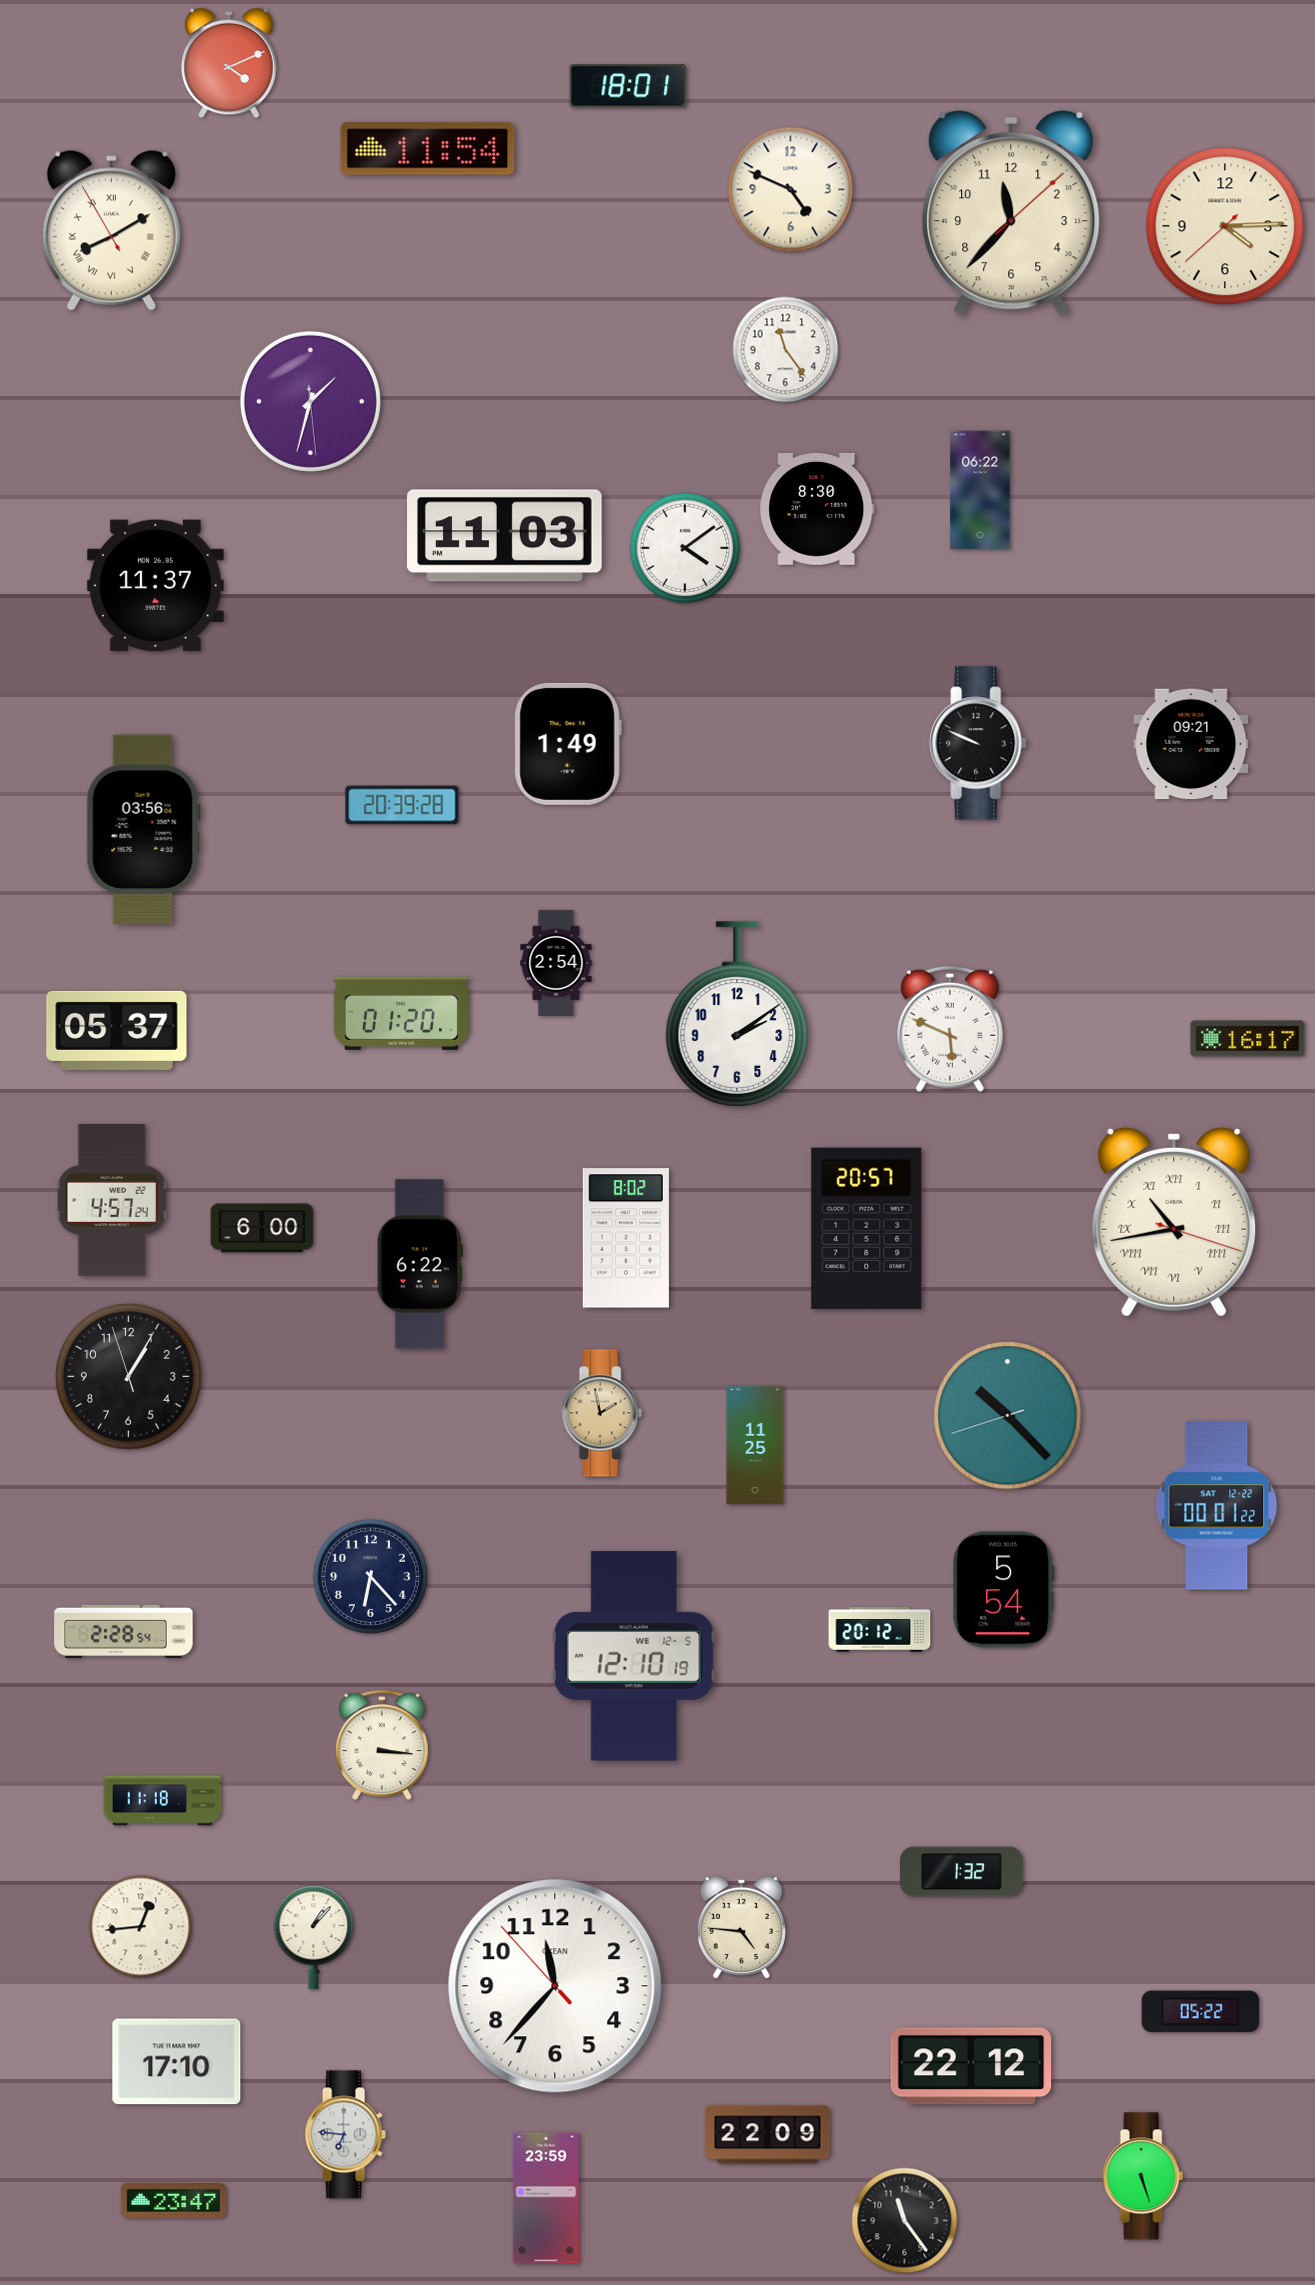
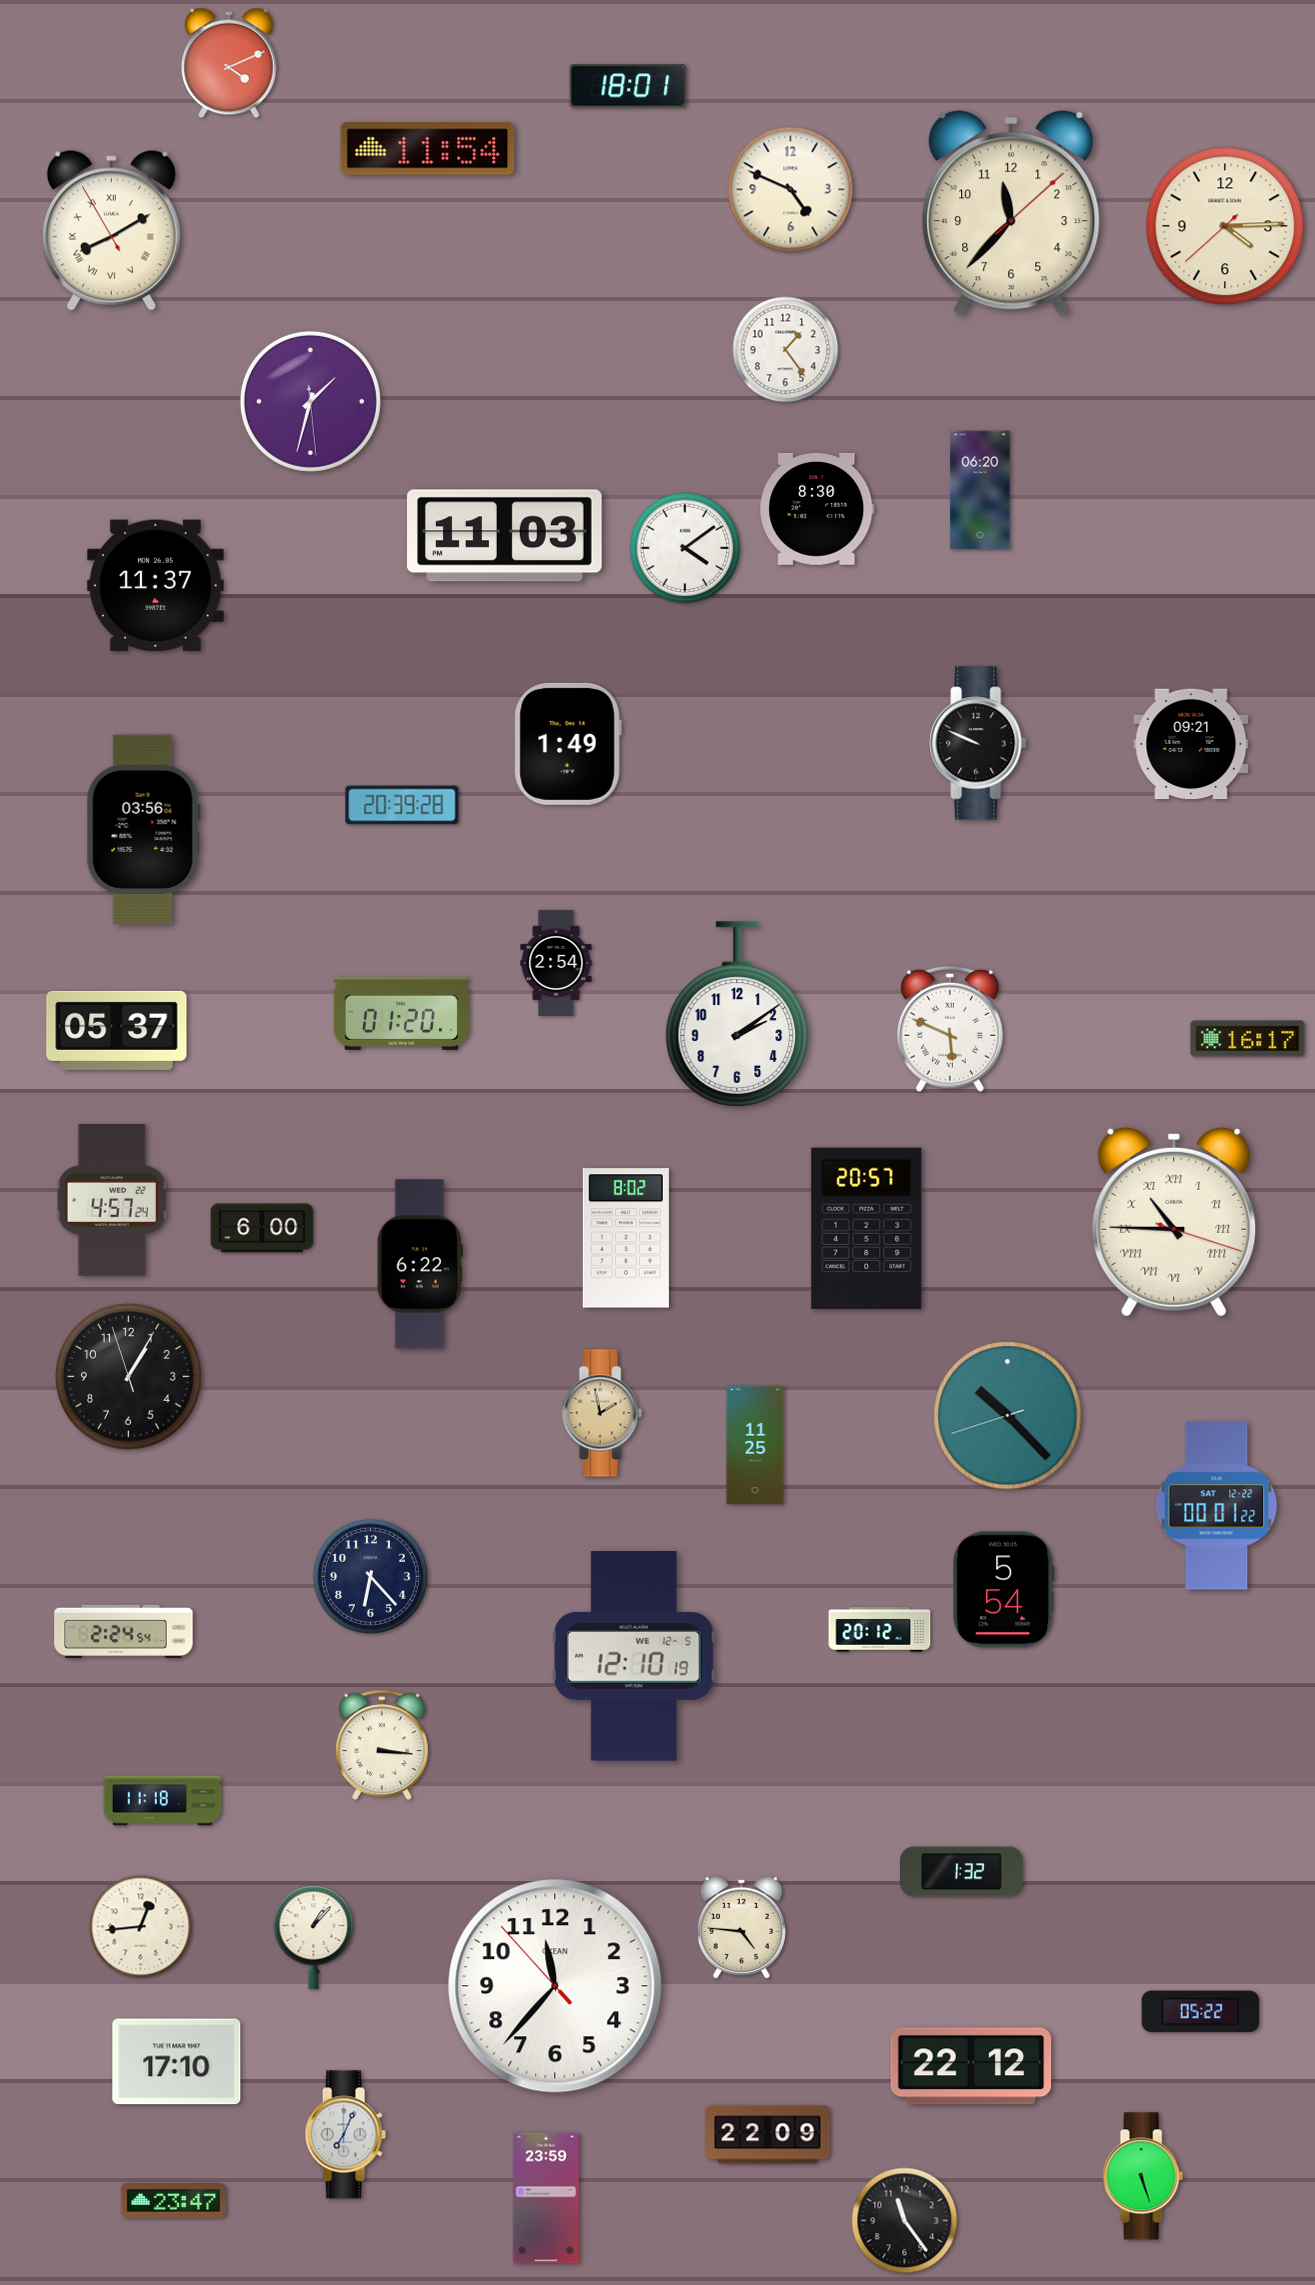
clock at (786, 350): 11:24 -> 1:24
clock at (980, 490): 06:22 -> 06:20
clock at (1174, 1222): 10:43 -> 10:45
clock at (124, 1631): 2:28 -> 2:24
clock at (345, 2135): 6:46 -> 7:04
